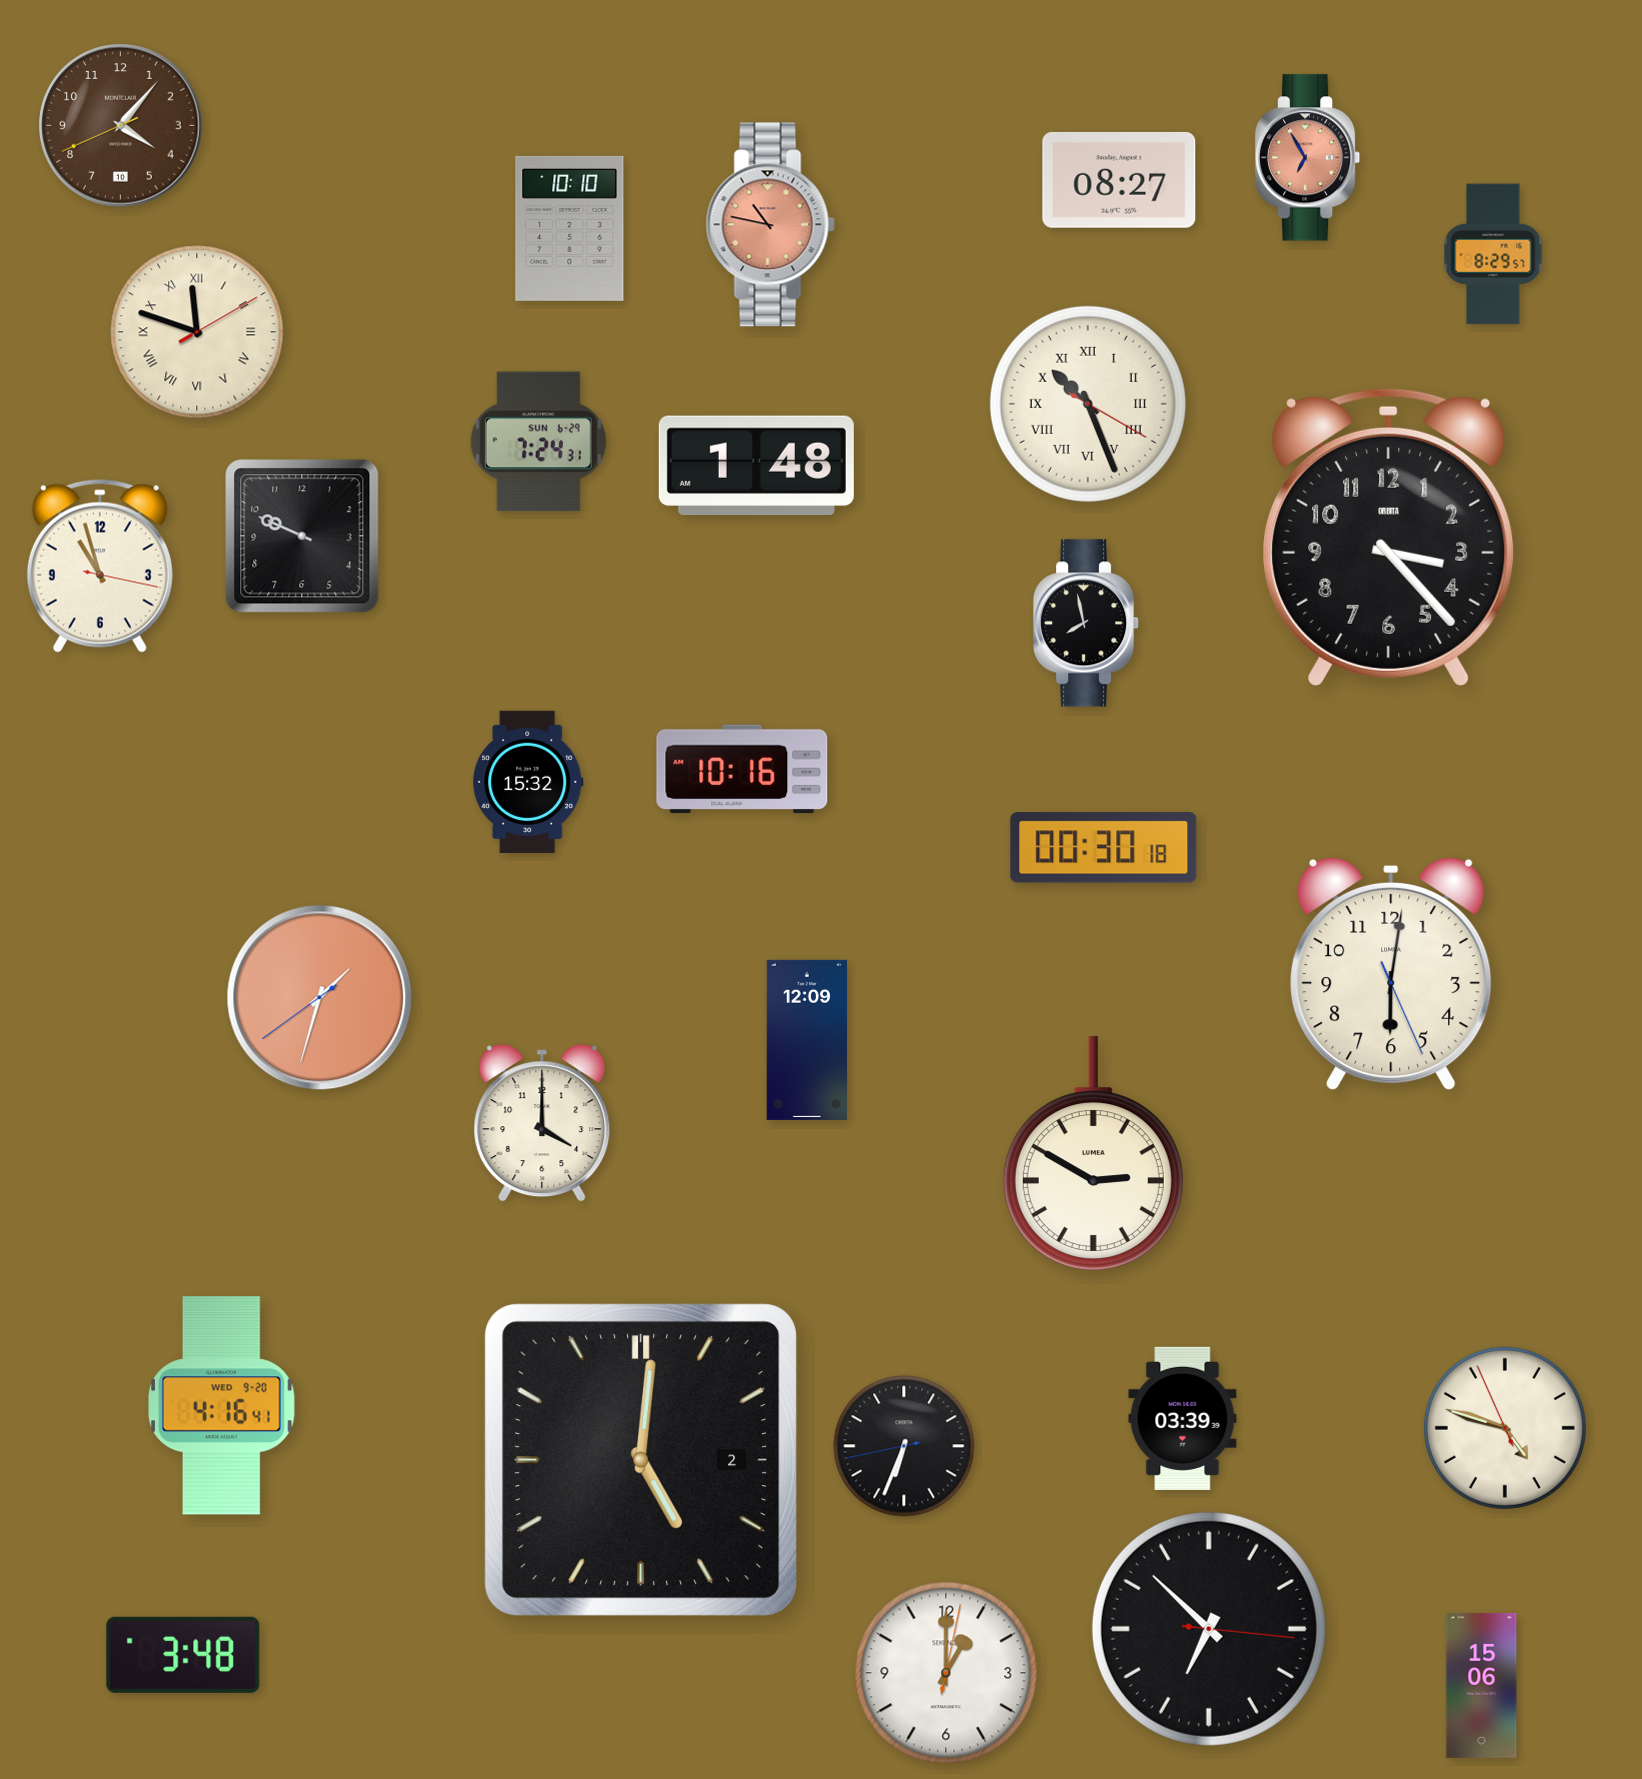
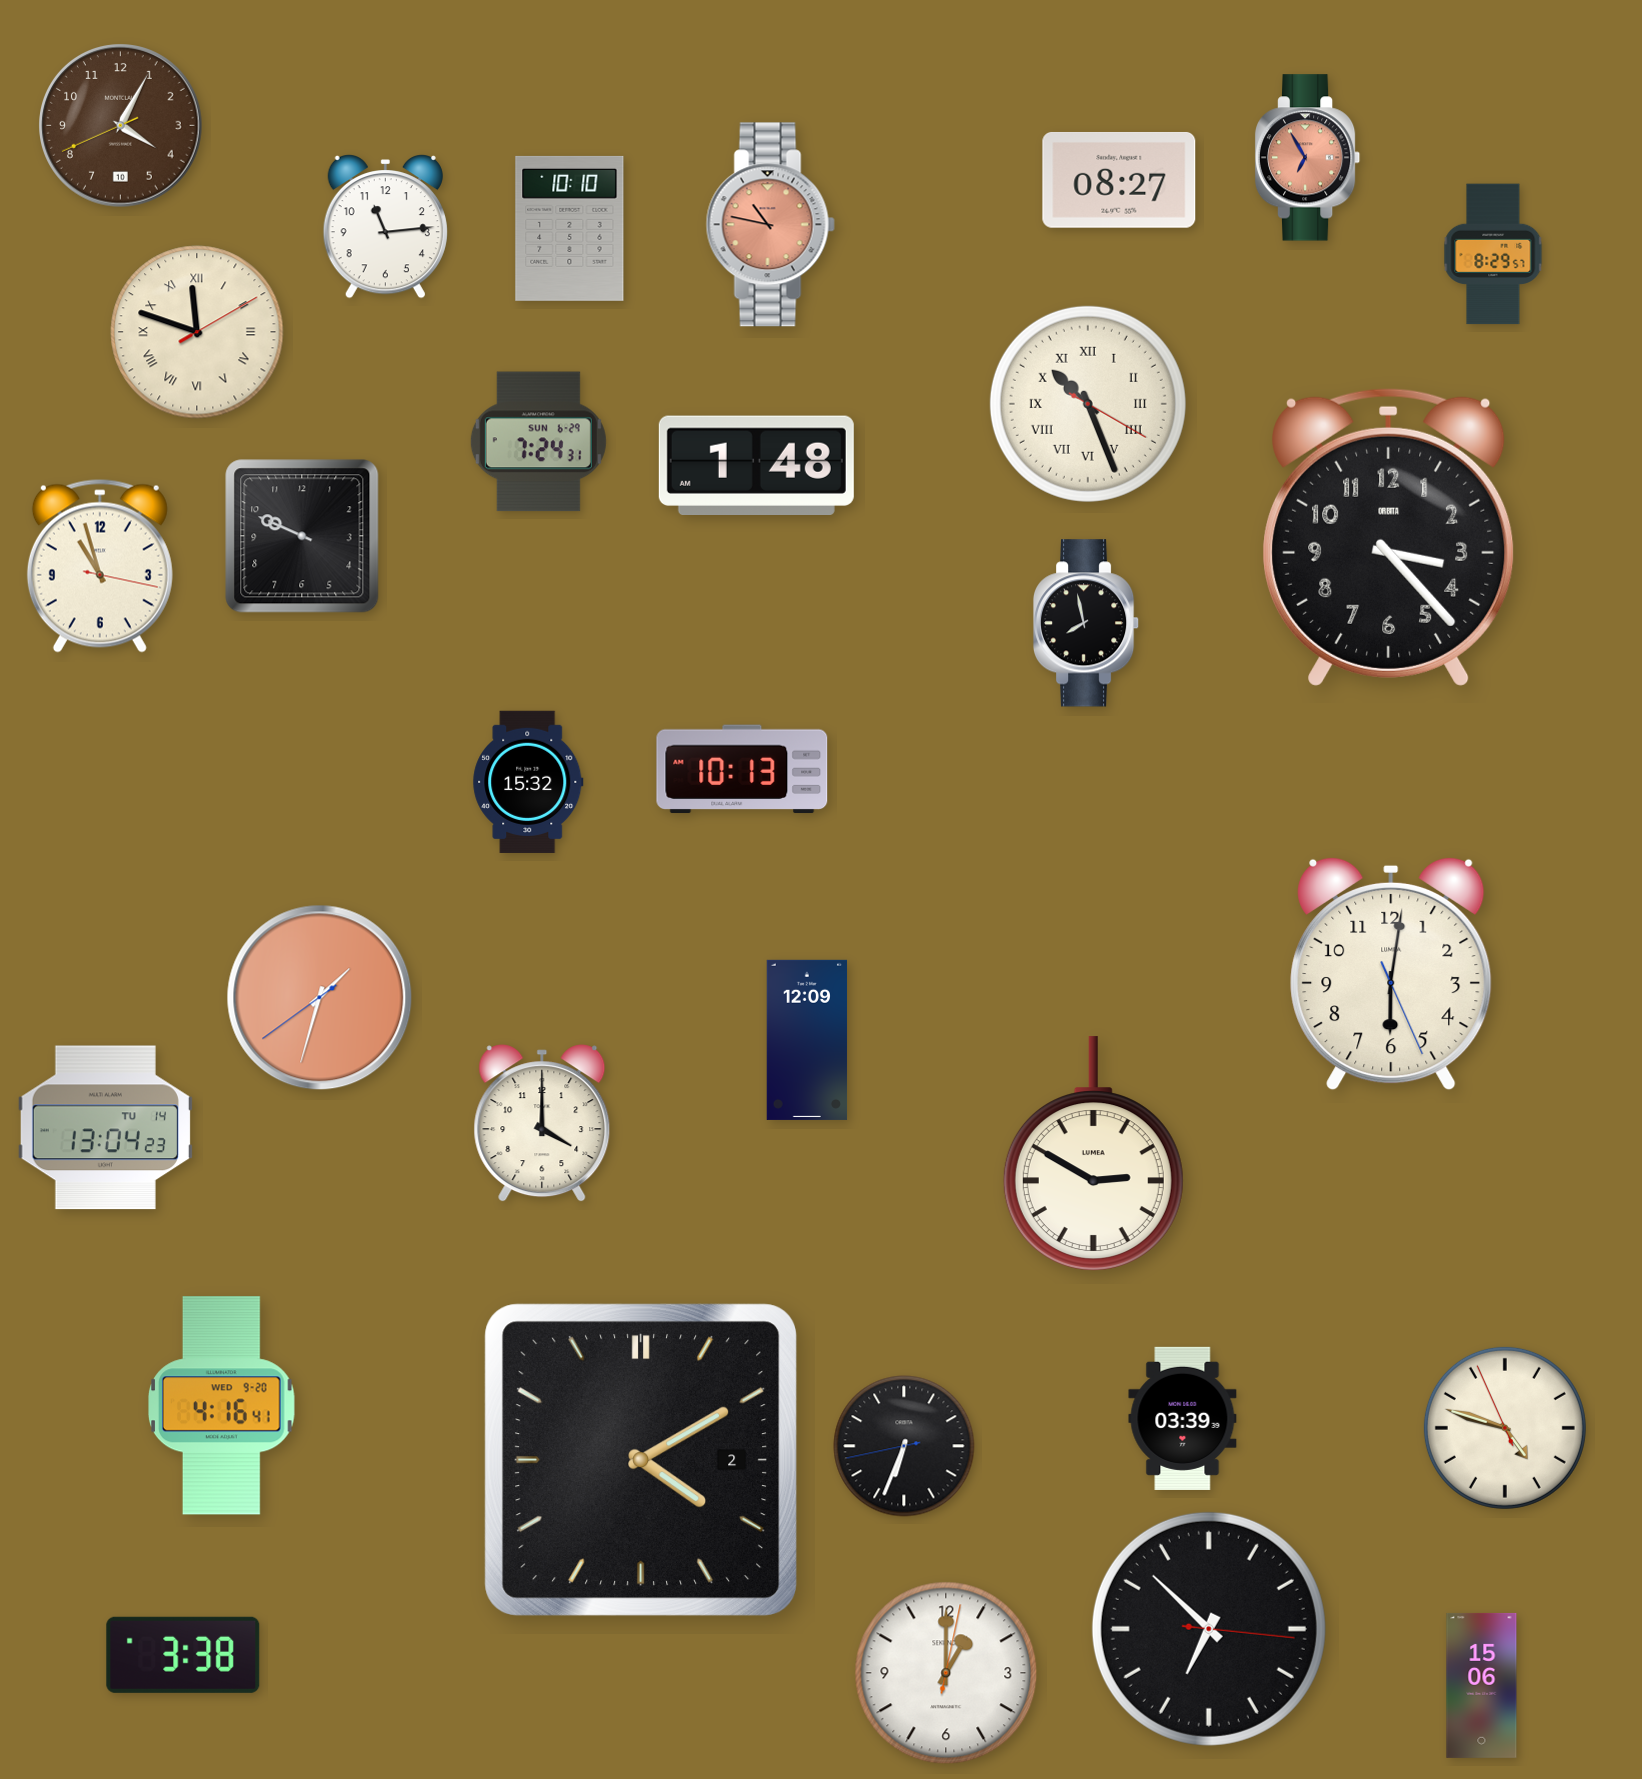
clock at (121, 126): 4:06 -> 4:04
clock at (385, 227): none -> 11:14
clock at (742, 769): 10:16 -> 10:13
clock at (1104, 848): 00:30 -> none
clock at (105, 1128): none -> 13:04
clock at (641, 1460): 5:01 -> 4:10
clock at (183, 1655): 3:48 -> 3:38
